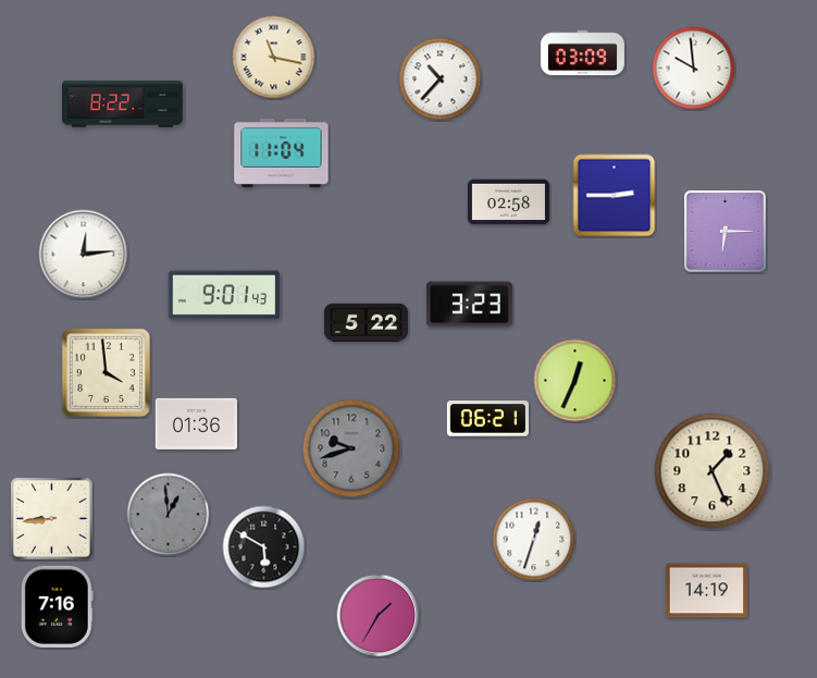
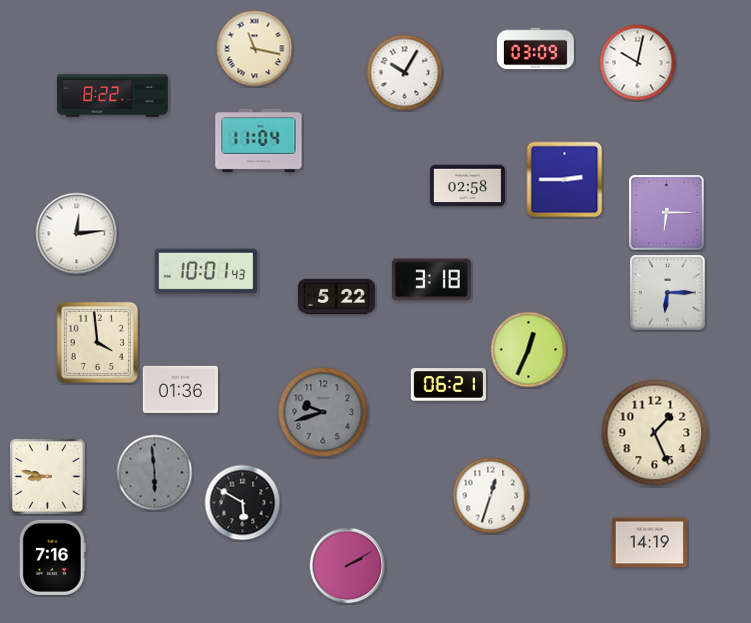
clock at (274, 58) position: (274, 58) -> (255, 49)
clock at (694, 69): 9:59 -> 10:02
clock at (441, 79): 10:37 -> 10:05
clock at (224, 295): 9:01 -> 10:01
clock at (469, 305): 3:23 -> 3:18
clock at (667, 292): none -> 6:15
clock at (169, 515): 12:59 -> 5:59
clock at (52, 519): 8:44 -> 8:47
clock at (379, 616): 1:35 -> 2:10
